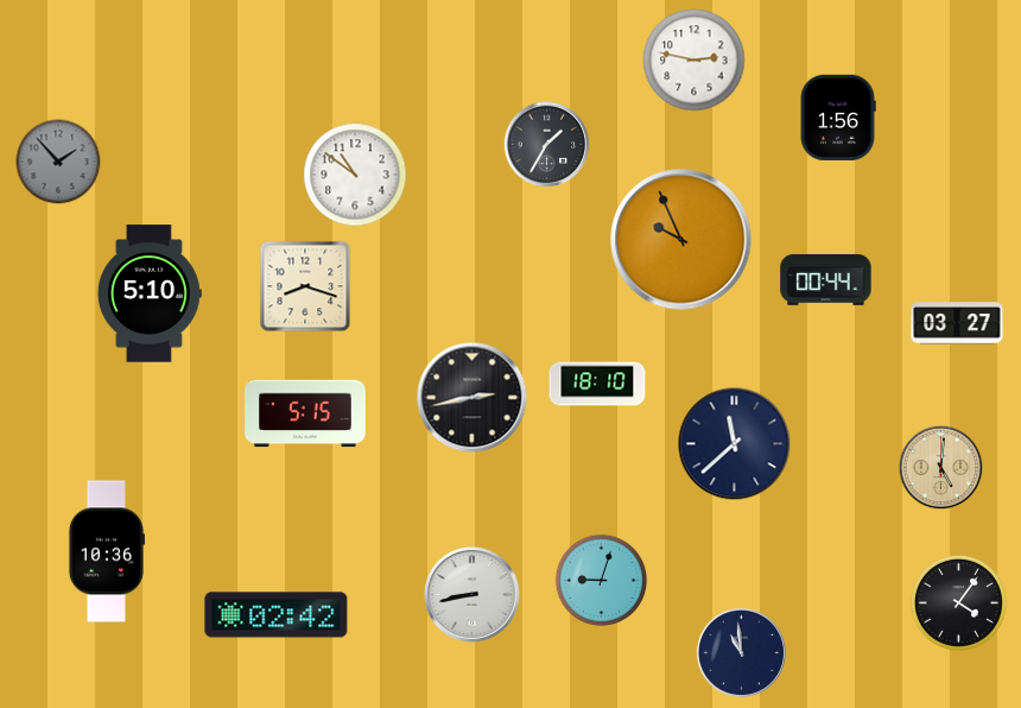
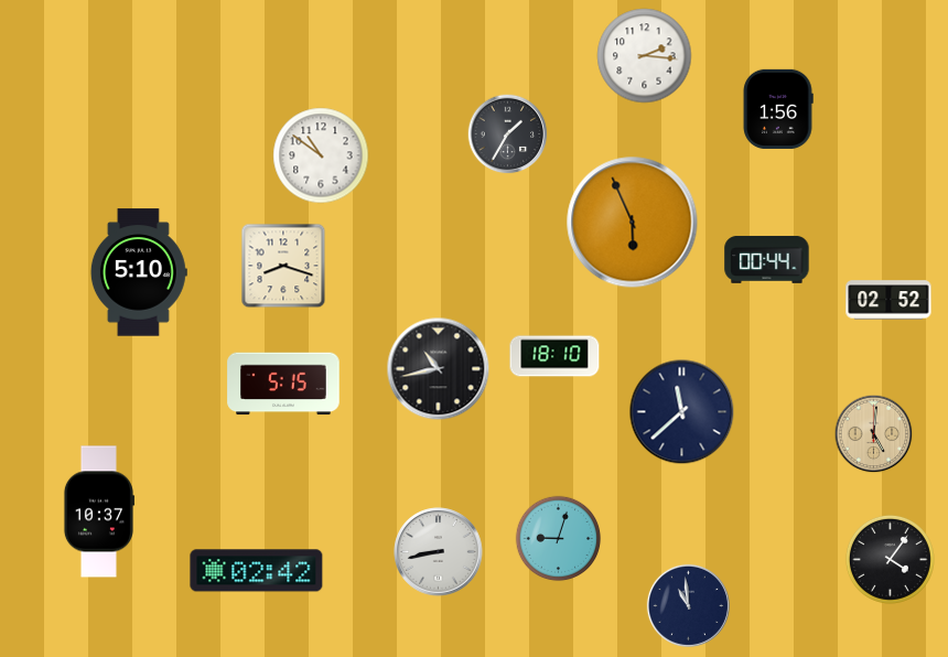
clock at (695, 61): 2:47 -> 2:16
clock at (58, 162): 1:53 -> none
clock at (355, 175) position: (355, 175) -> (321, 155)
clock at (681, 240): 9:56 -> 5:56
clock at (957, 323): 03:27 -> 02:52
clock at (473, 398): 2:43 -> 10:43
clock at (106, 551): 10:36 -> 10:37
